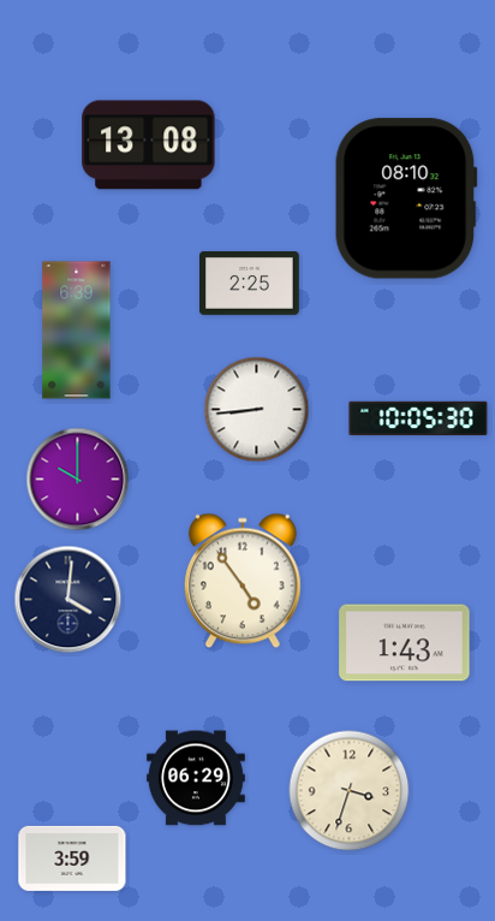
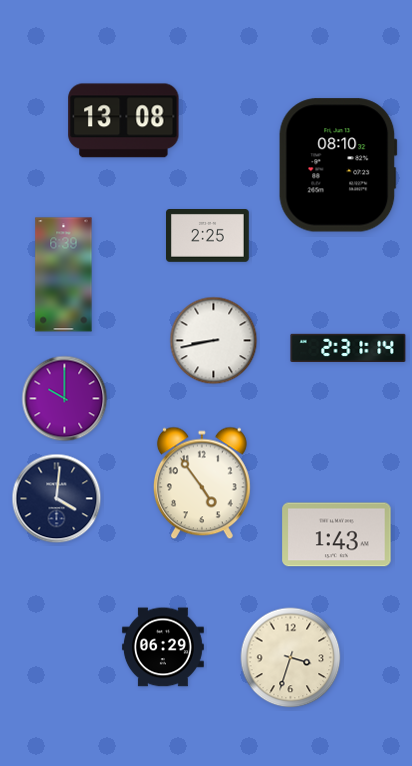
clock at (257, 410): 8:44 -> 8:43
clock at (418, 417): 10:05 -> 2:31
clock at (72, 858): 3:59 -> none
